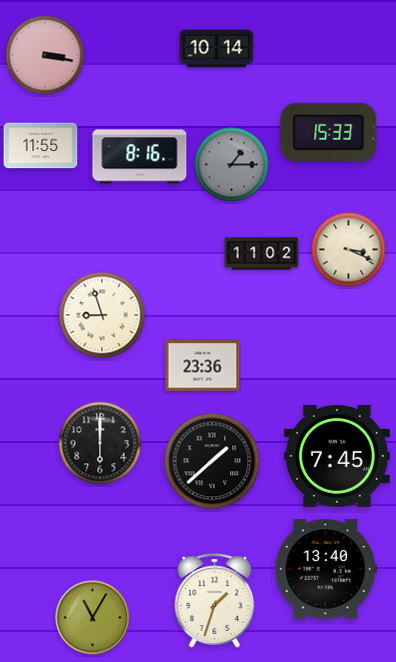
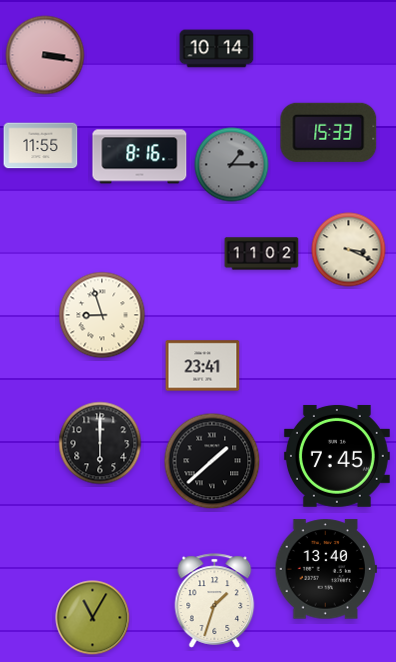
clock at (203, 366): 23:36 -> 23:41
